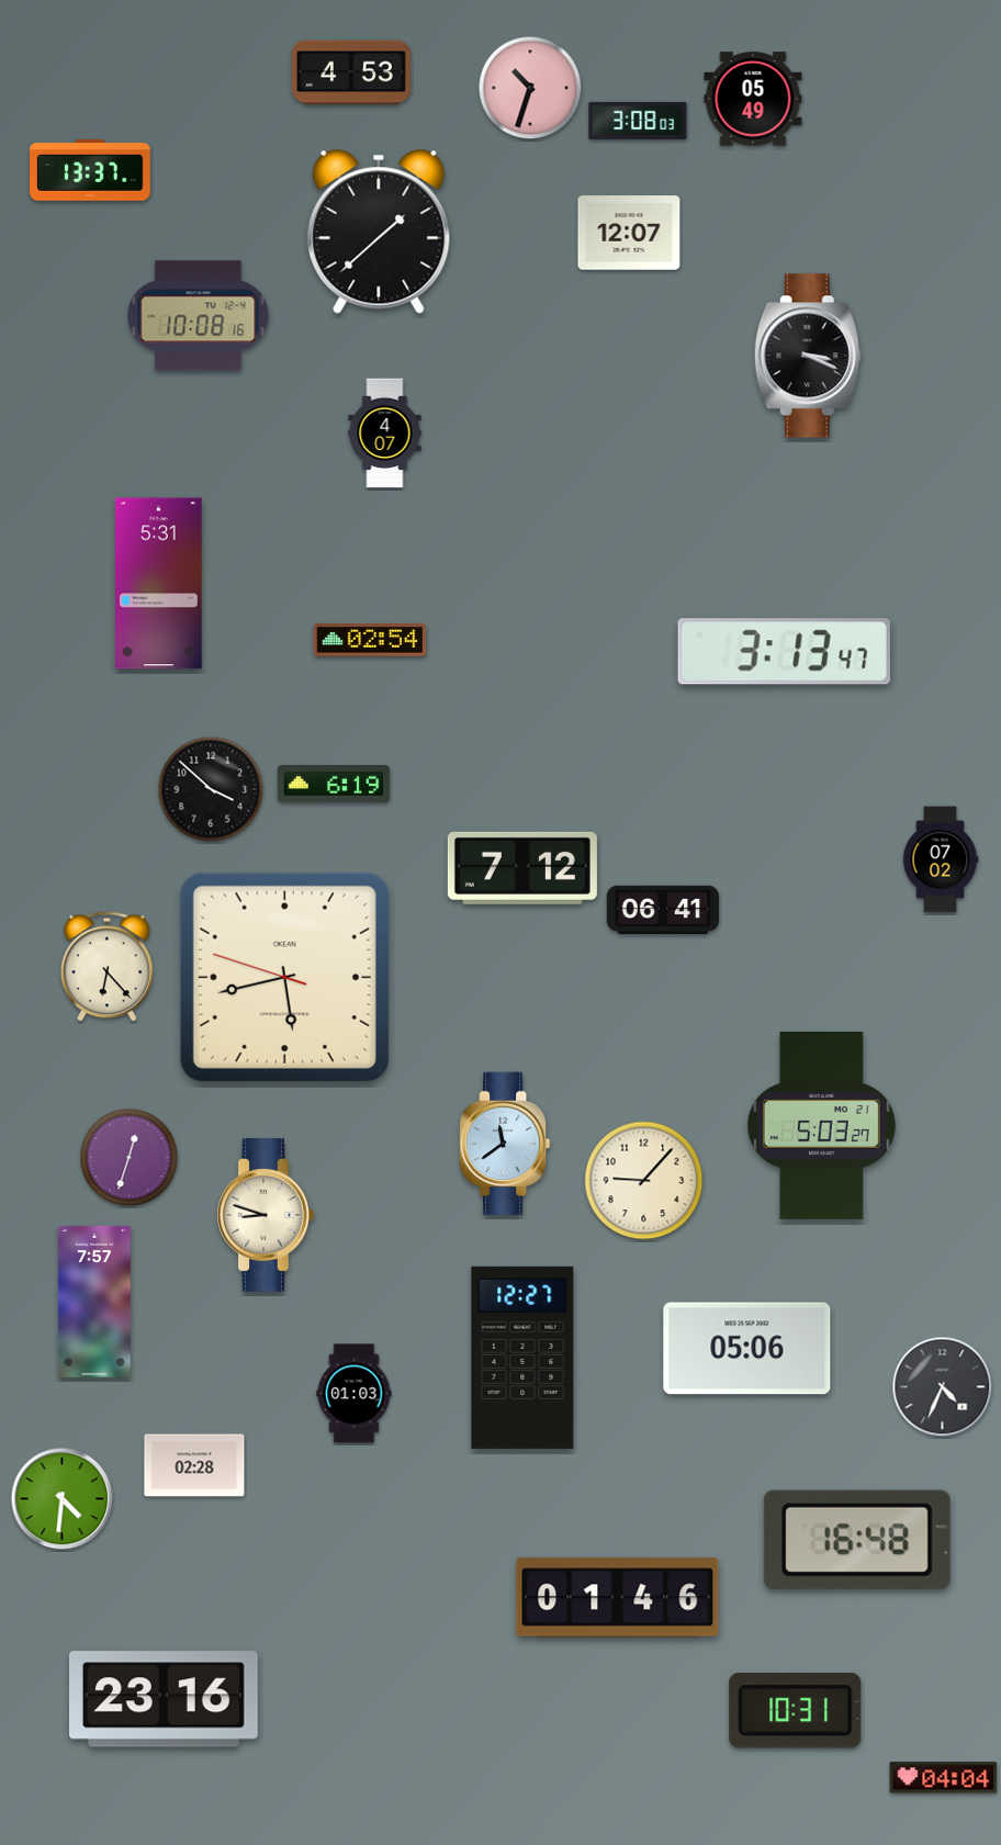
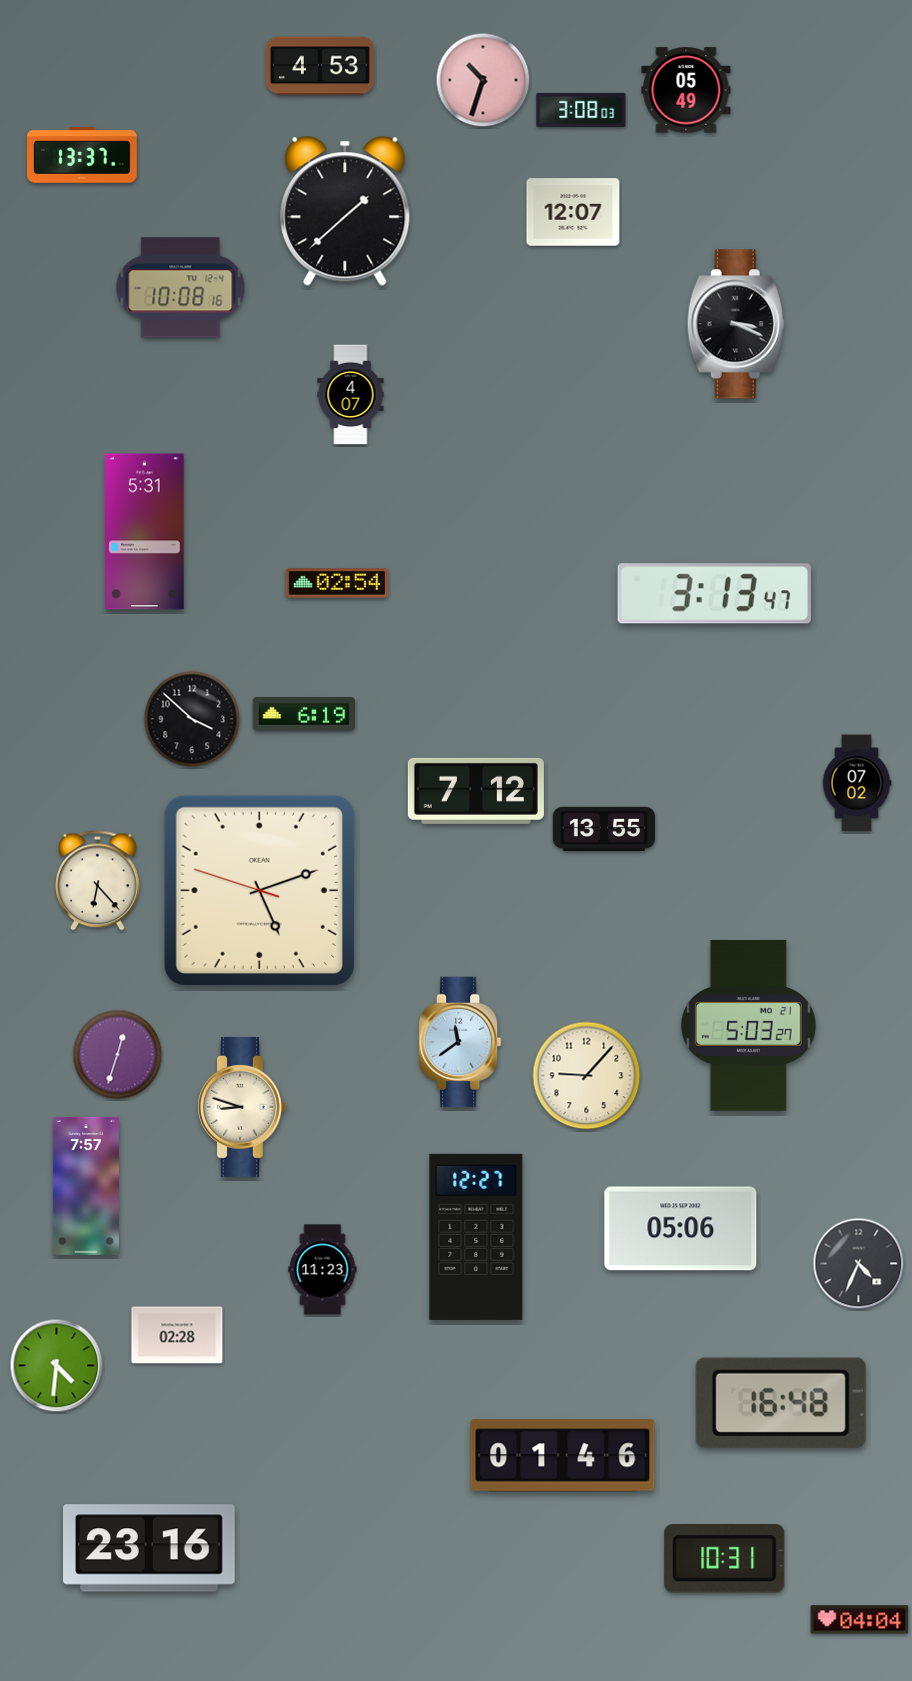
clock at (663, 909): 06:41 -> 13:55
clock at (284, 977): 5:42 -> 5:11
clock at (355, 1394): 01:03 -> 11:23
